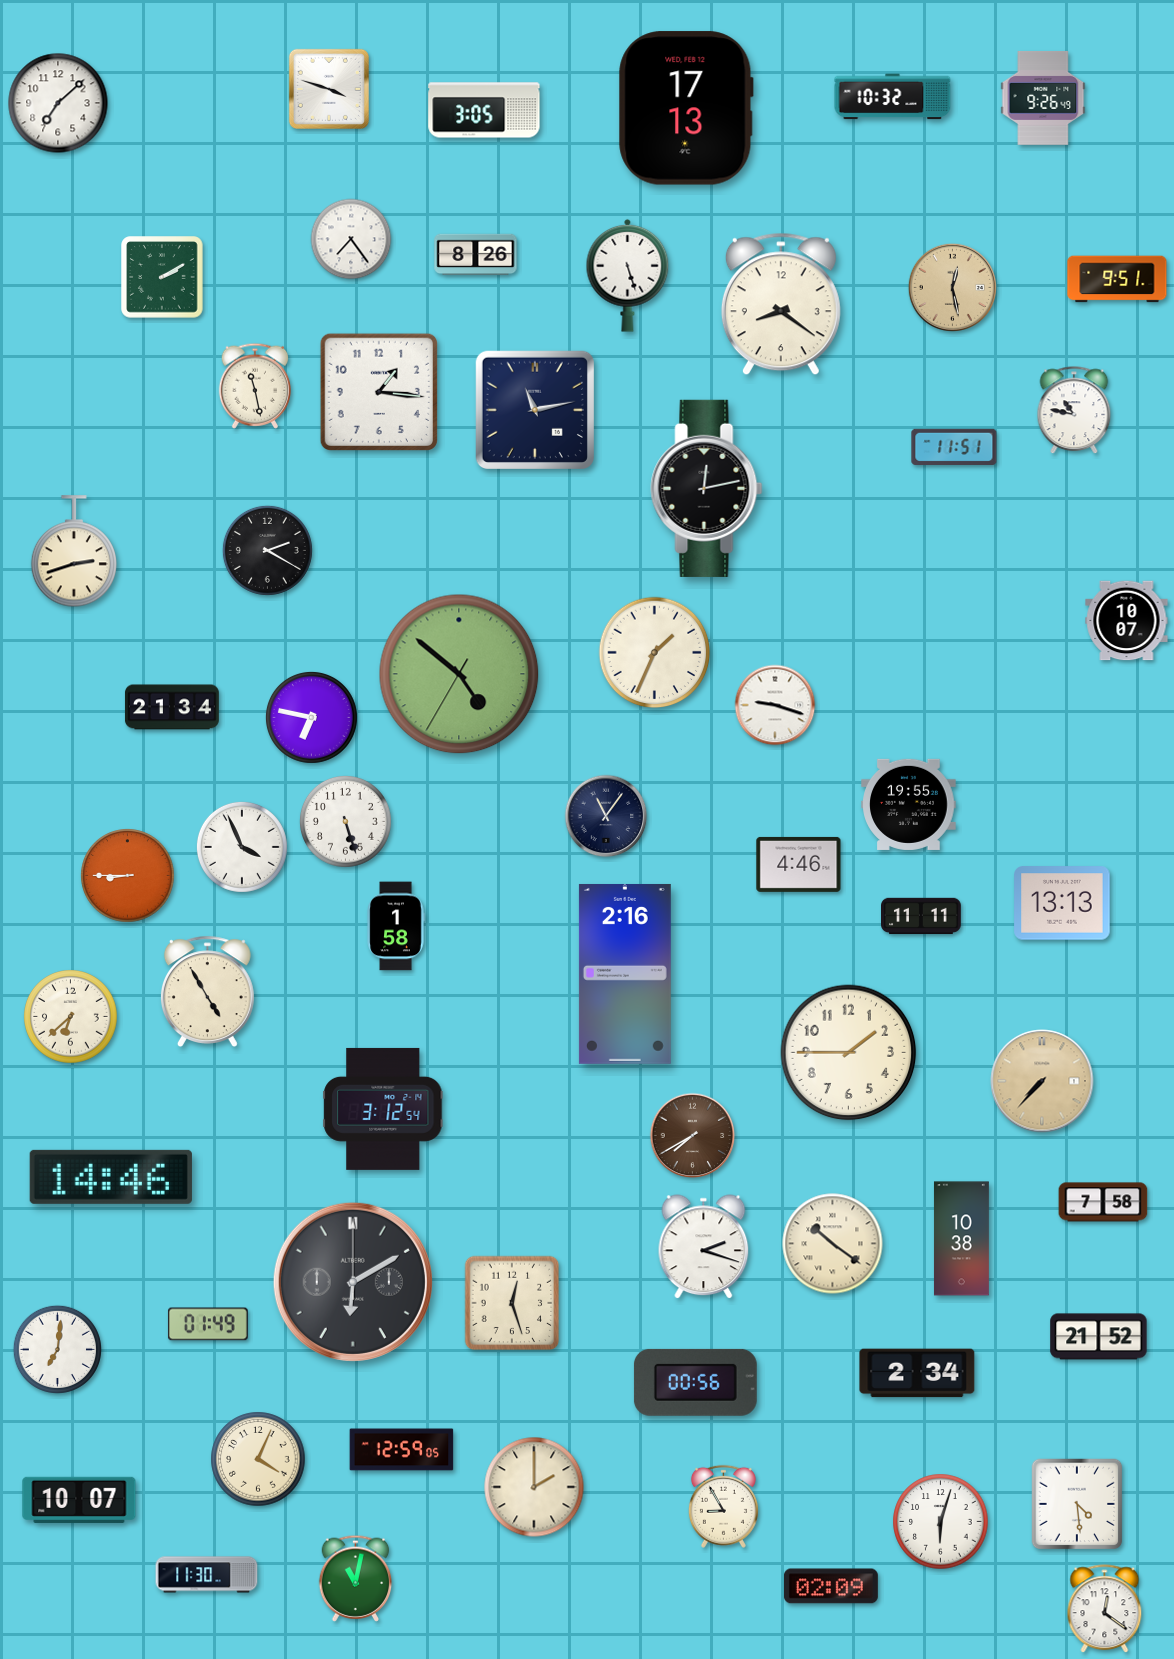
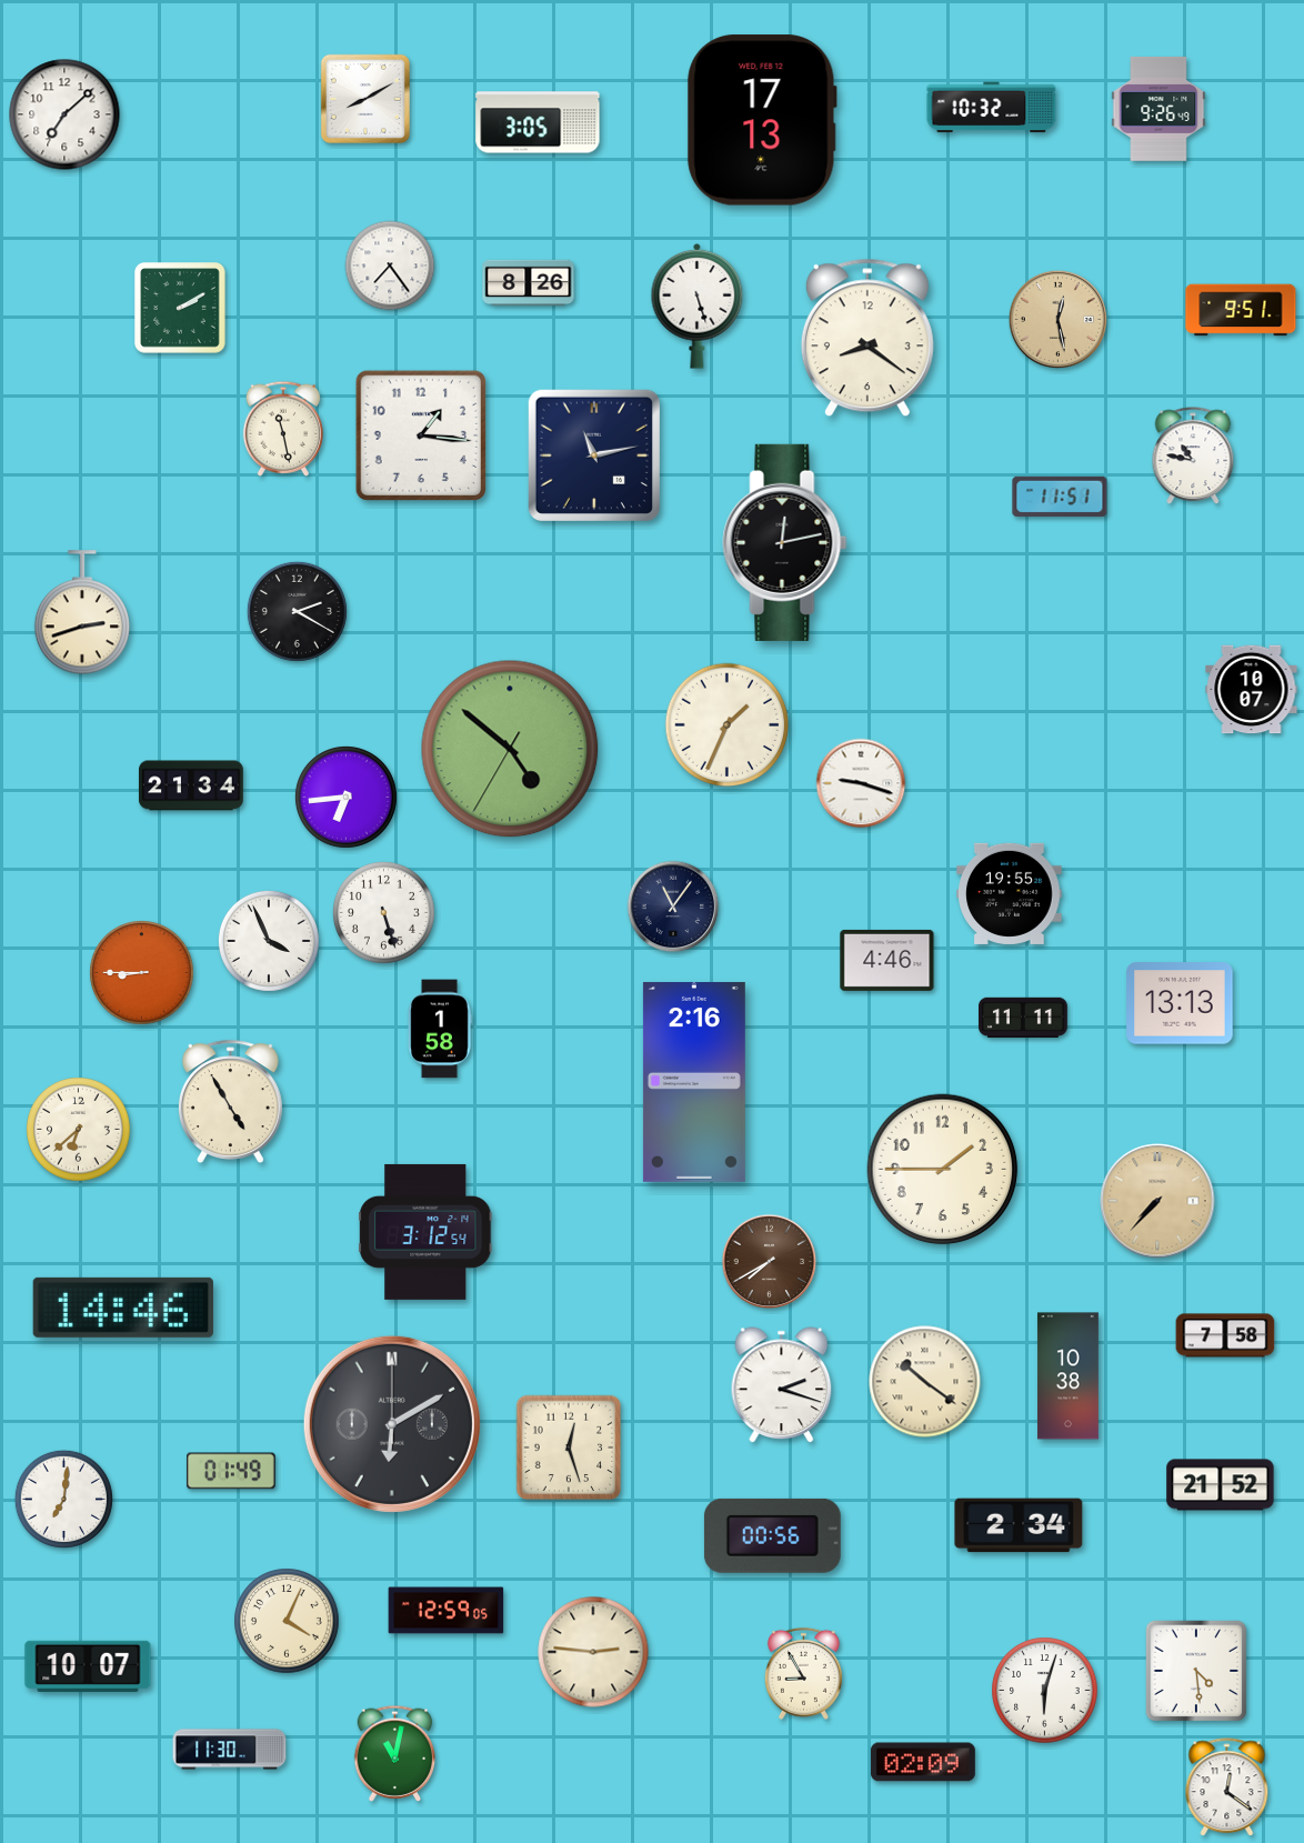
clock at (329, 89): 3:48 -> 8:10
clock at (311, 717): 6:47 -> 6:44
clock at (534, 1487): 2:00 -> 2:46
